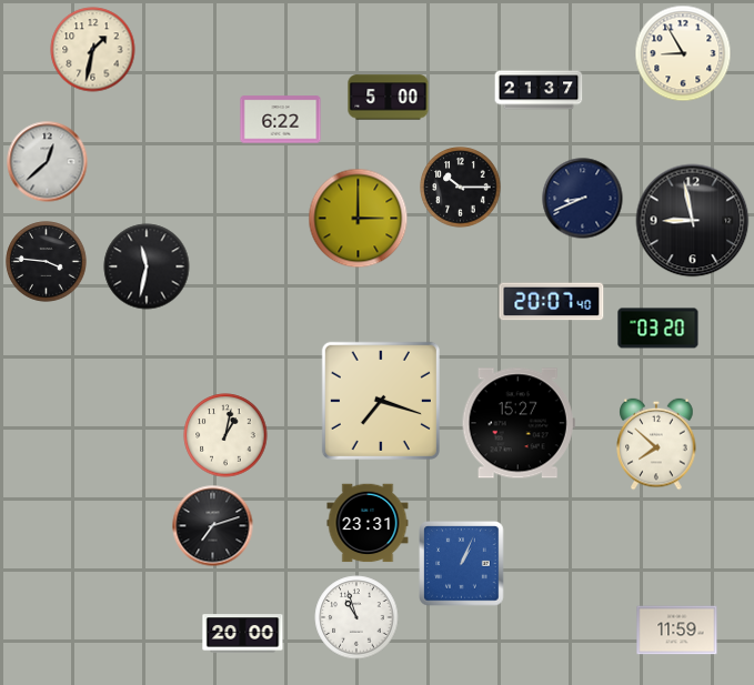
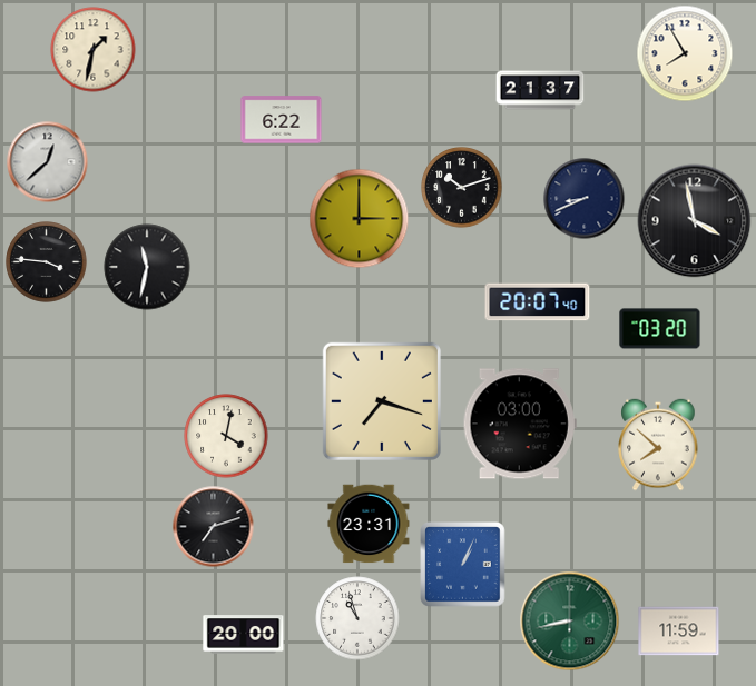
clock at (683, 53): 8:55 -> 7:55
clock at (389, 98): 5:00 -> none
clock at (461, 188): 10:15 -> 10:12
clock at (693, 221): 8:58 -> 3:58
clock at (552, 302) position: (552, 302) -> (538, 302)
clock at (519, 423): 15:27 -> 03:00
clock at (225, 435): 1:02 -> 4:02
clock at (570, 622): none -> 8:43
